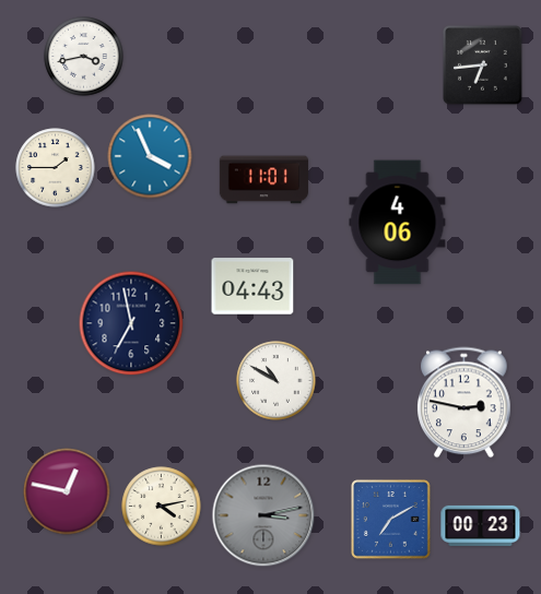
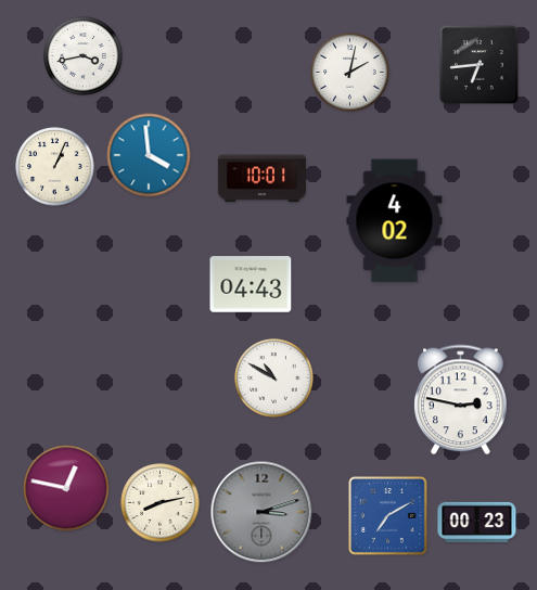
clock at (350, 73): none -> 2:02
clock at (150, 156): 3:56 -> 3:59
clock at (56, 168): 1:45 -> 1:04
clock at (263, 180): 11:01 -> 10:01
clock at (398, 223): 4:06 -> 4:02
clock at (131, 323): 6:58 -> none
clock at (162, 507): 4:13 -> 8:13
clock at (263, 515): 3:13 -> 3:12
